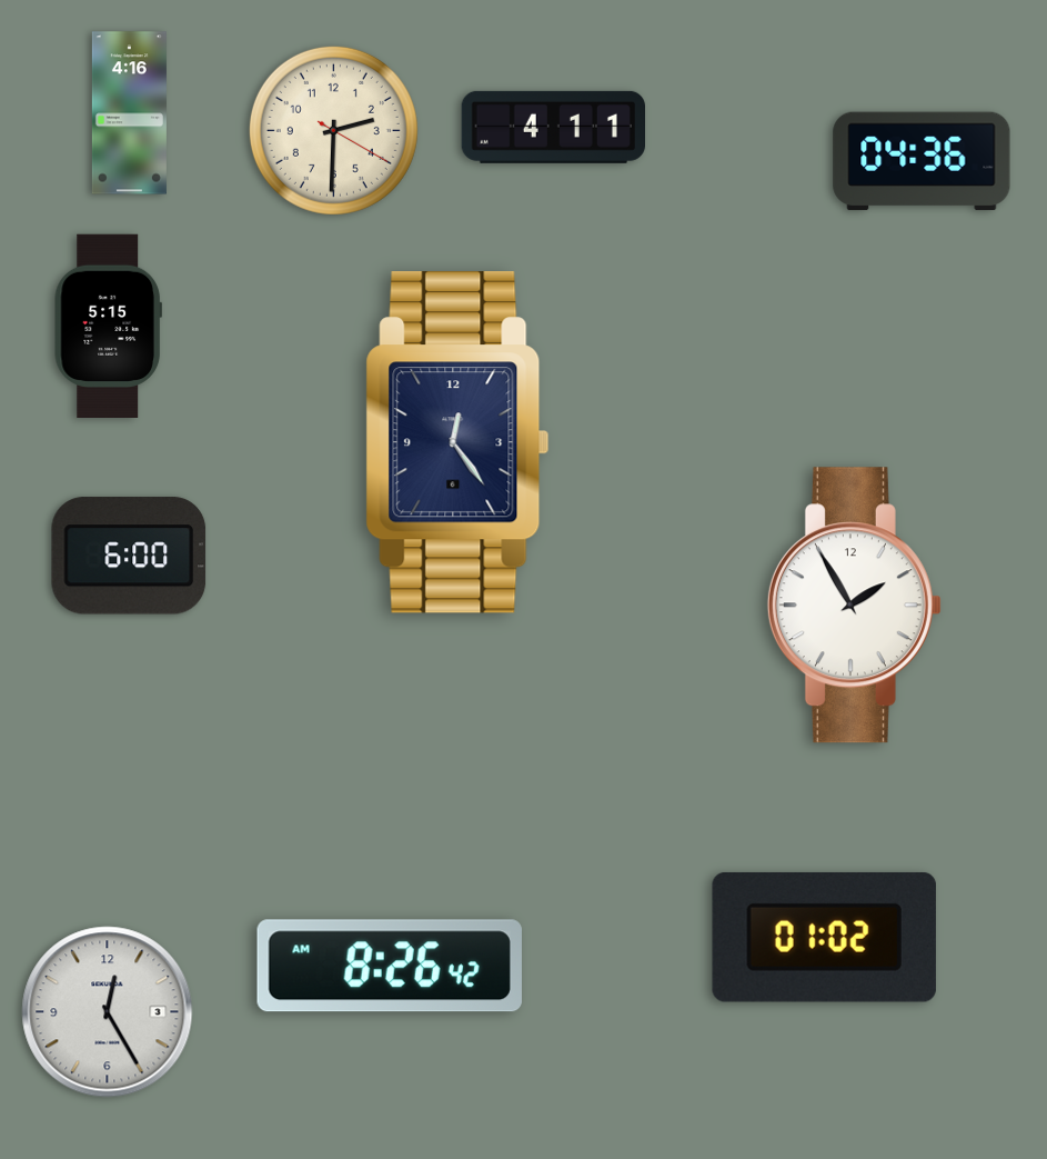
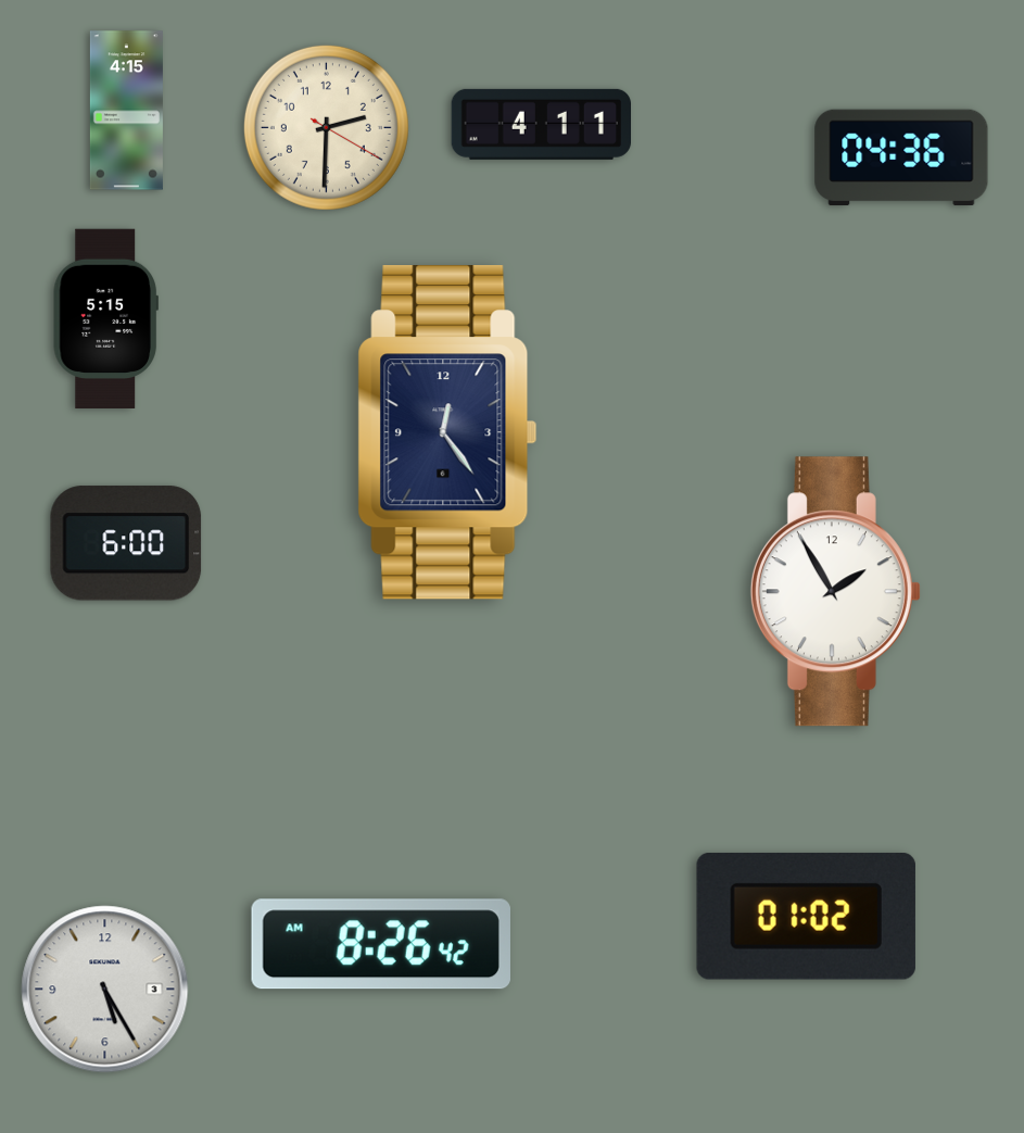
clock at (129, 113): 4:16 -> 4:15
clock at (108, 1012): 12:25 -> 5:25
